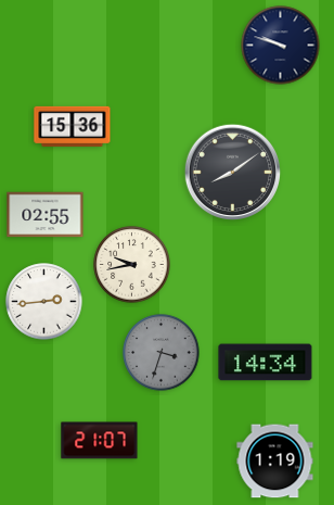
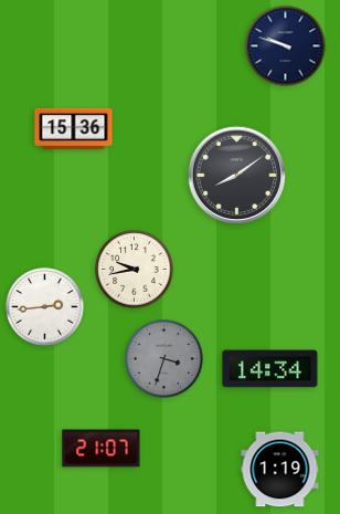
clock at (46, 215): 02:55 -> none
